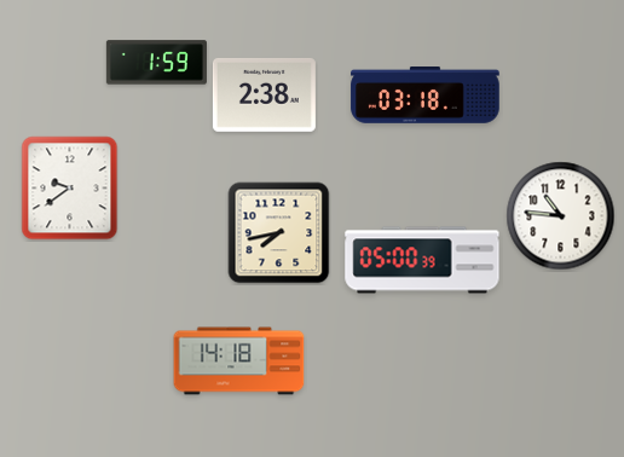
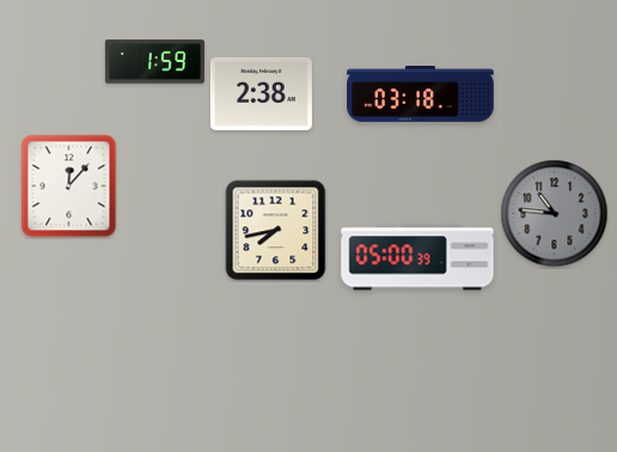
clock at (70, 189): 9:39 -> 12:07
clock at (561, 216) dial: white -> grey
clock at (239, 361): 14:18 -> none
